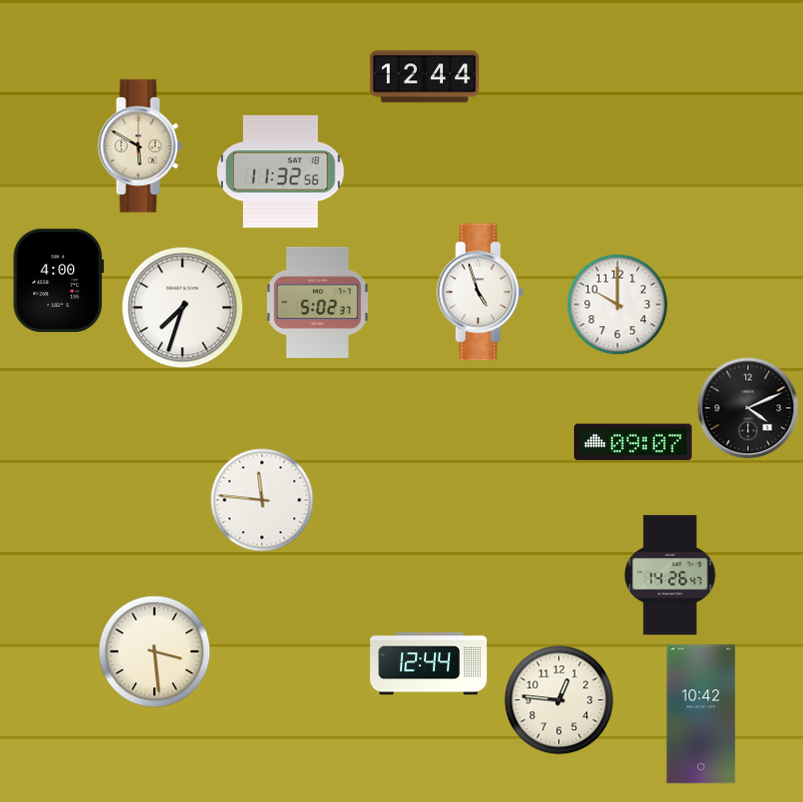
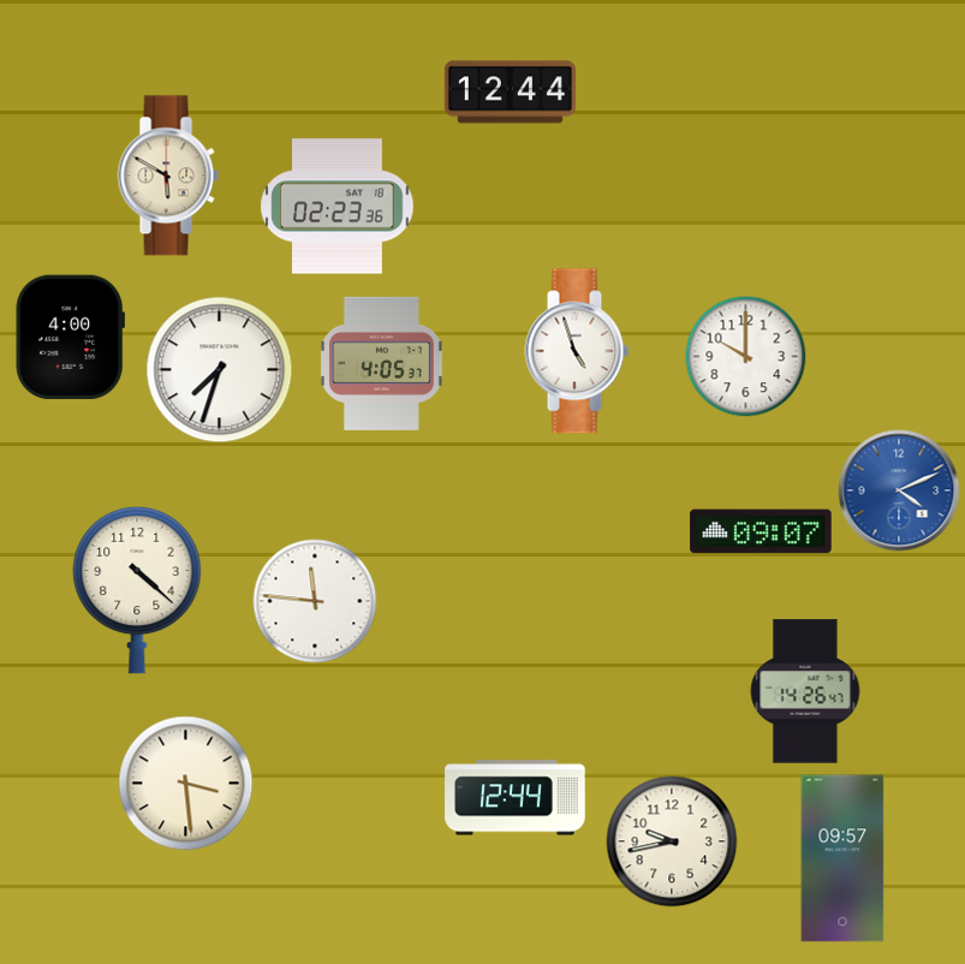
clock at (281, 172): 11:32 -> 02:23
clock at (317, 302): 5:02 -> 4:05
clock at (618, 305) position: (618, 305) -> (746, 357)
clock at (748, 408) dial: black -> blue
clock at (137, 590): none -> 4:22
clock at (559, 700): 12:46 -> 9:43
clock at (701, 714): 10:42 -> 09:57
